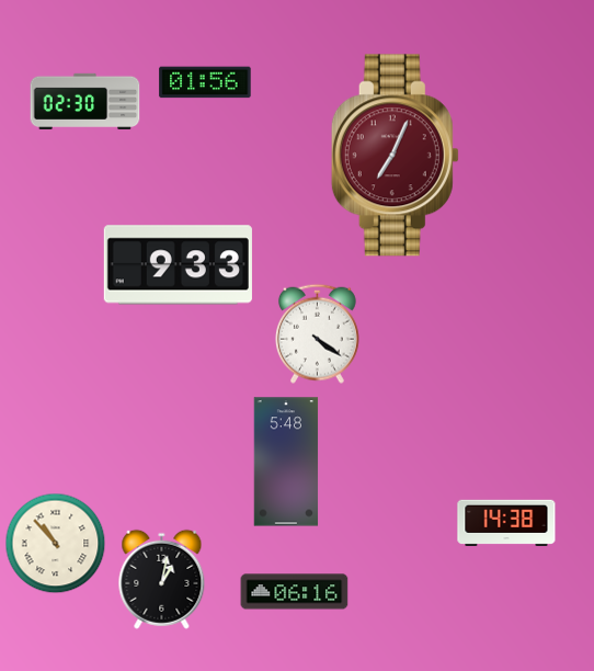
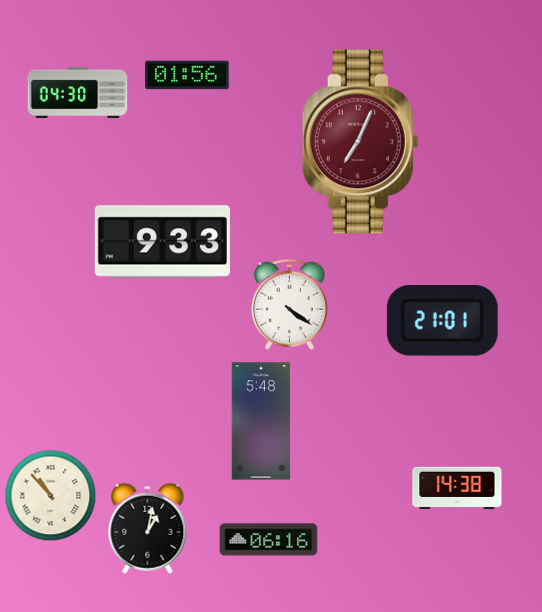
clock at (85, 101): 02:30 -> 04:30
clock at (442, 321): none -> 21:01
clock at (506, 522) position: (506, 522) -> (457, 487)
